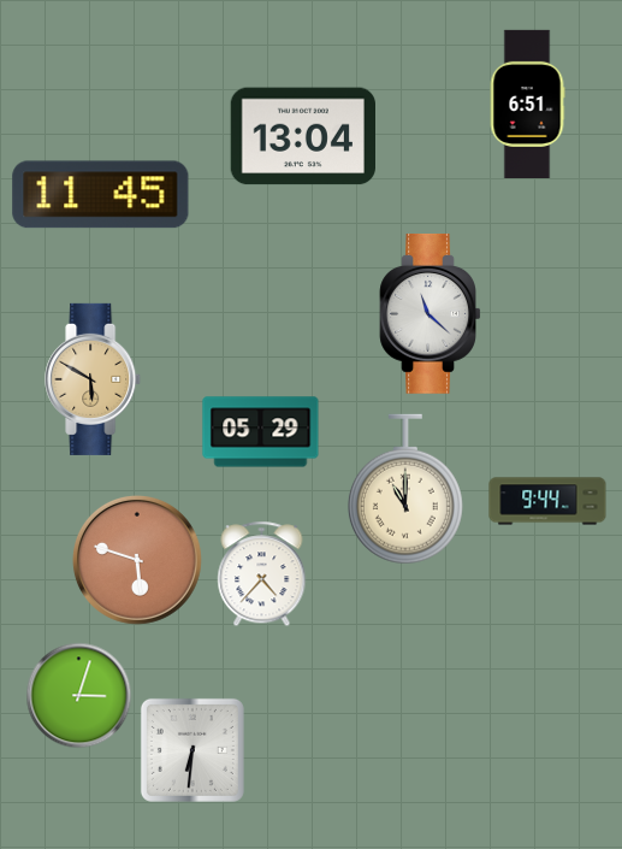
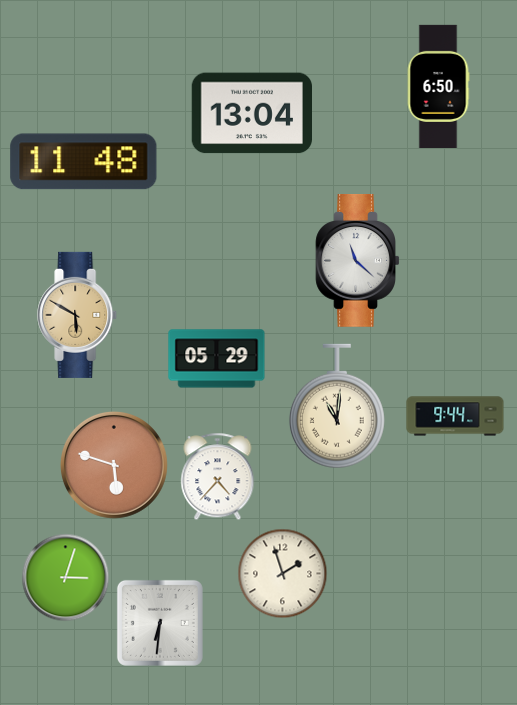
clock at (527, 104): 6:51 -> 6:50
clock at (101, 195): 11:45 -> 11:48
clock at (405, 489): 11:00 -> 11:01
clock at (282, 573): none -> 1:57
